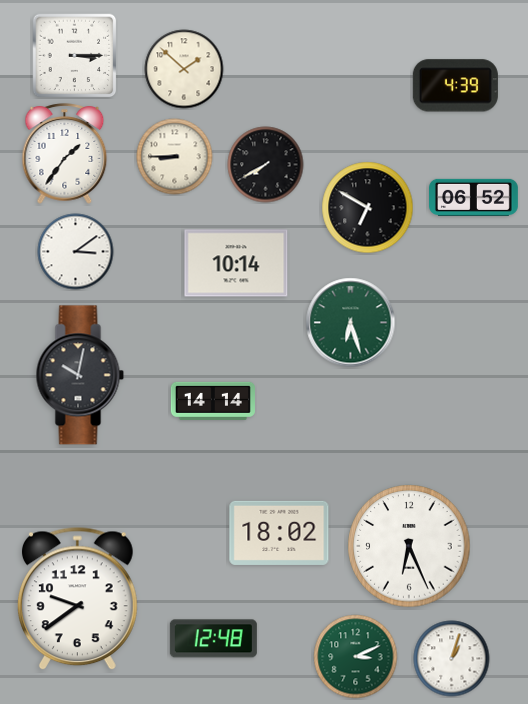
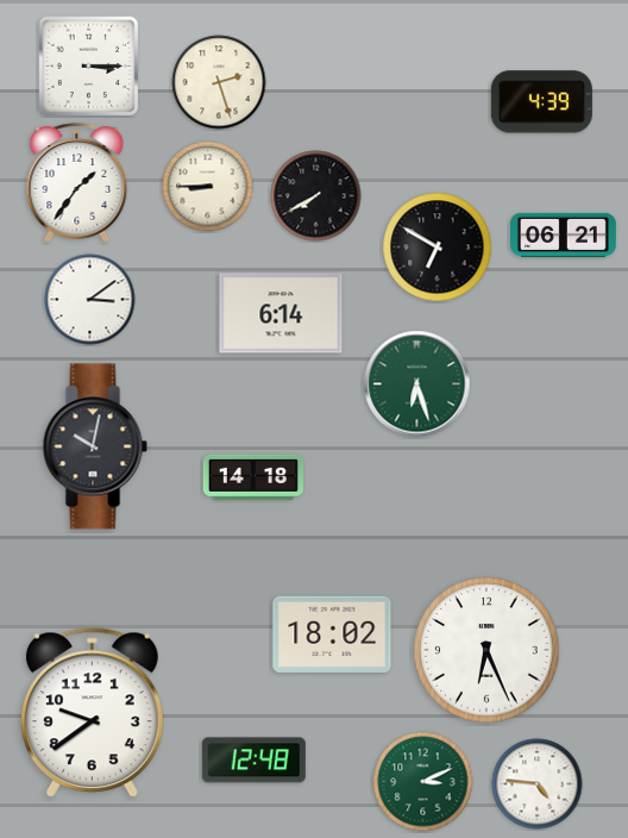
clock at (184, 69): 1:52 -> 2:27
clock at (474, 197): 06:52 -> 06:21
clock at (236, 263): 10:14 -> 6:14
clock at (212, 401): 14:14 -> 14:18
clock at (452, 659): 1:03 -> 4:46
